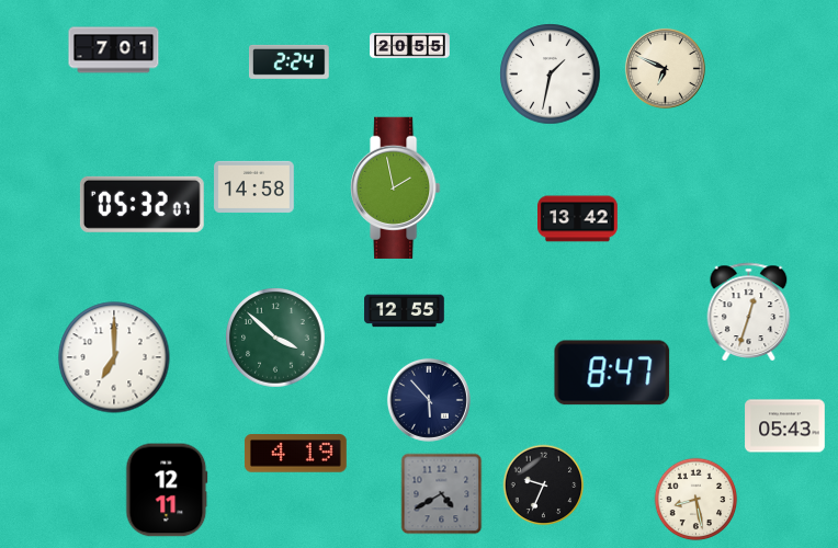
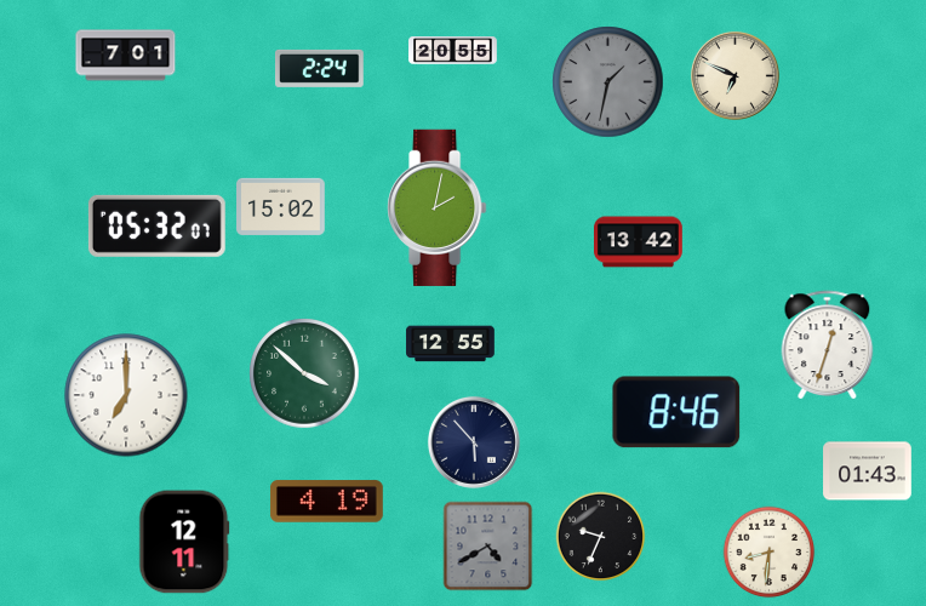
clock at (551, 75) dial: white -> grey
clock at (254, 186): 14:58 -> 15:02
clock at (396, 187): 1:58 -> 2:02
clock at (405, 311) position: (405, 311) -> (451, 344)
clock at (612, 373): 8:47 -> 8:46
clock at (785, 426): 05:43 -> 01:43
clock at (697, 500): 8:28 -> 8:31
